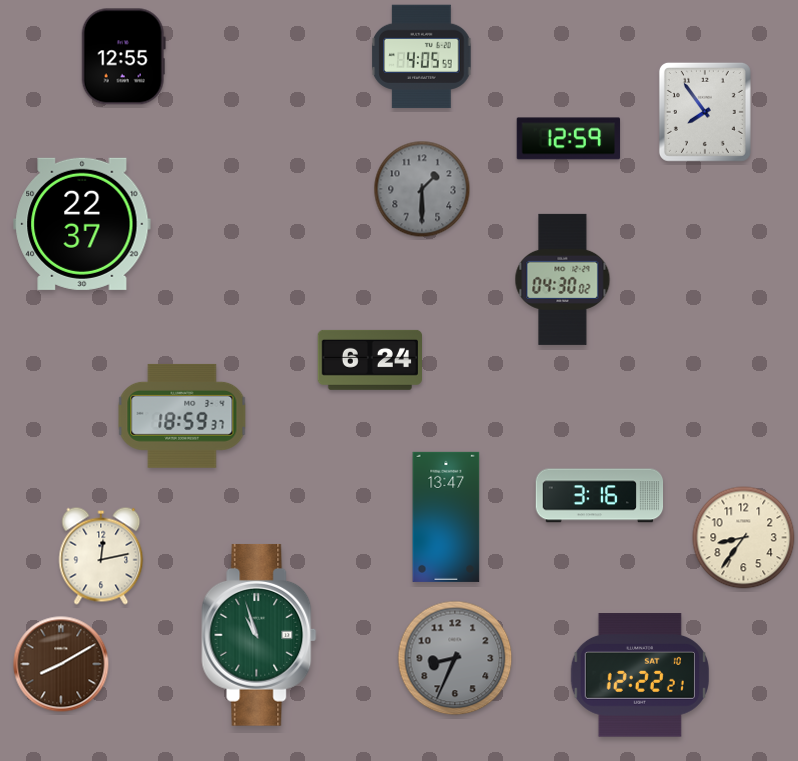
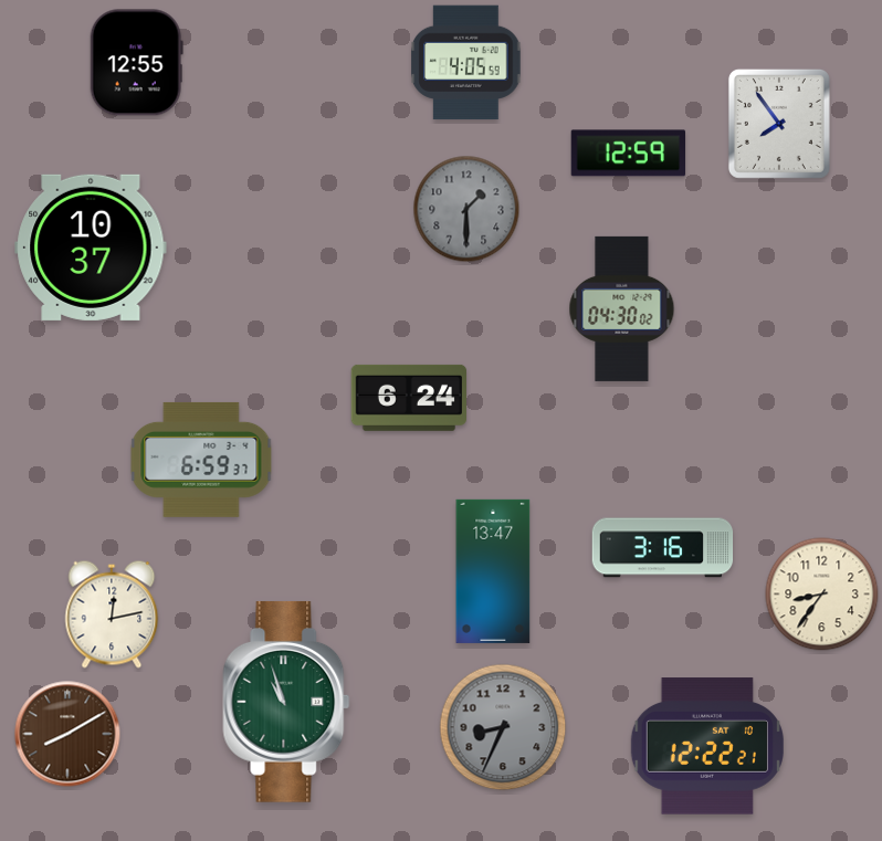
clock at (82, 224): 22:37 -> 10:37
clock at (182, 416): 18:59 -> 6:59
